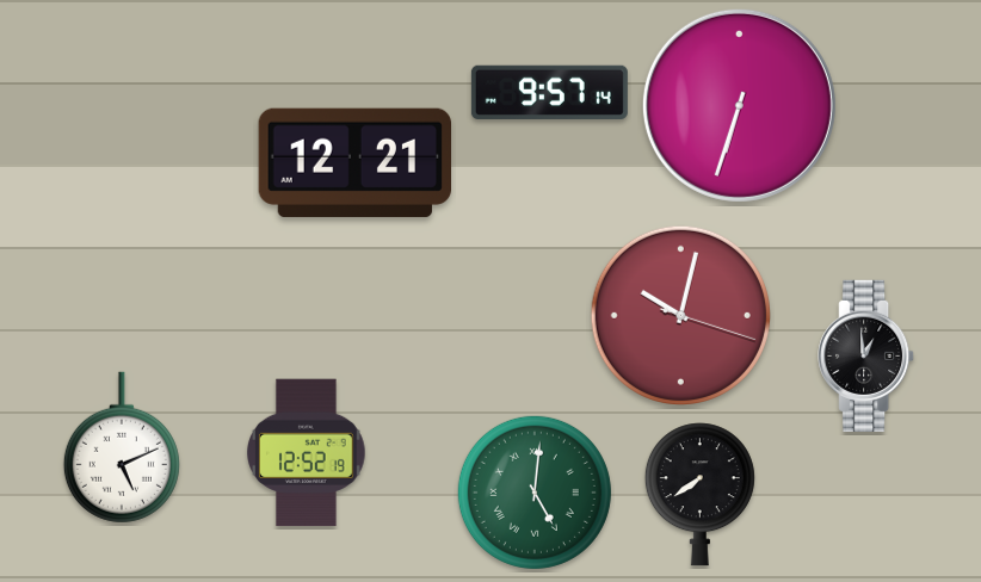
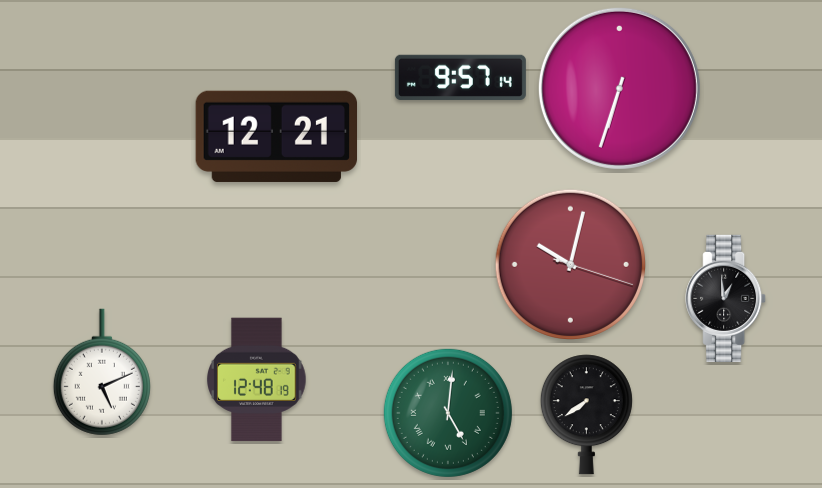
clock at (354, 162) position: (354, 162) -> (276, 136)
clock at (122, 447) position: (122, 447) -> (102, 372)
clock at (307, 453): 12:52 -> 12:48
